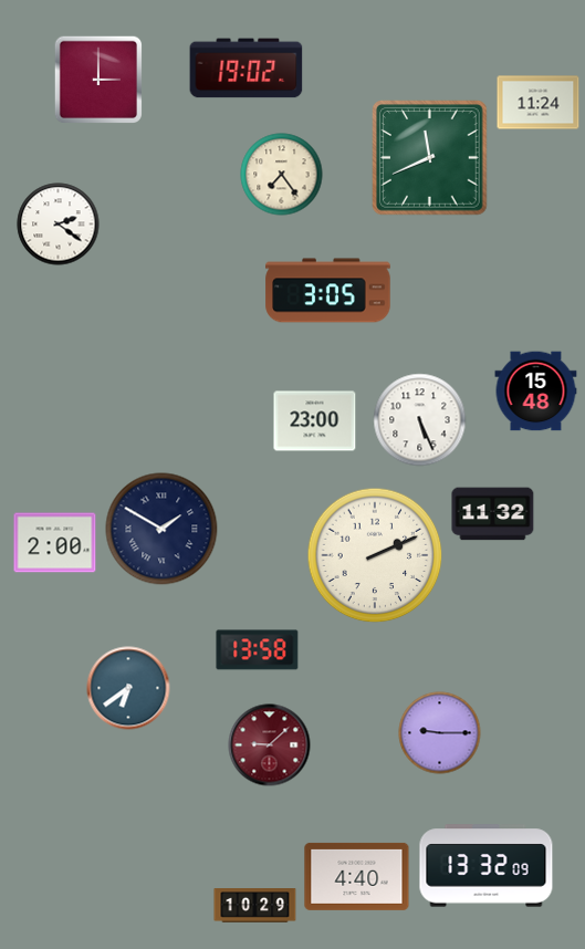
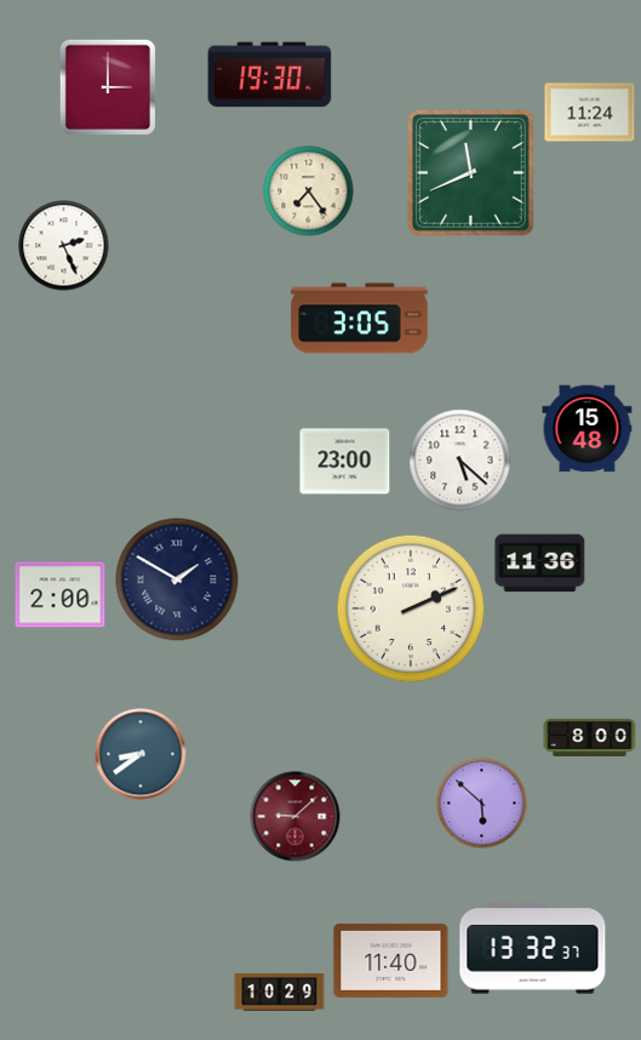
clock at (247, 69): 19:02 -> 19:30
clock at (59, 225): 2:21 -> 2:26
clock at (420, 420): 5:26 -> 5:22
clock at (493, 514): 11:32 -> 11:36
clock at (258, 650): 13:58 -> none
clock at (590, 737): none -> 8:00
clock at (128, 688): 6:39 -> 8:39
clock at (440, 733): 9:15 -> 5:52
clock at (487, 866): 13:32:09 -> 13:32:37
clock at (357, 876): 4:40 -> 11:40
